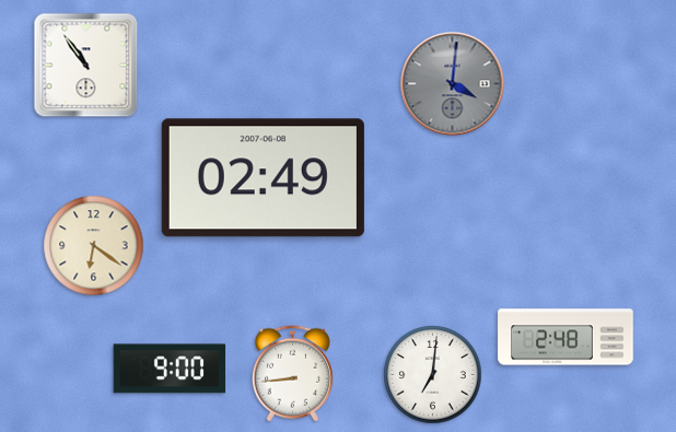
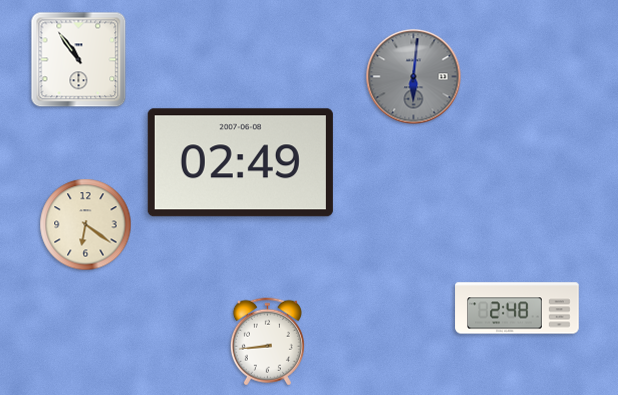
clock at (453, 84): 4:01 -> 6:01
clock at (170, 369): 9:00 -> none
clock at (433, 375): 7:01 -> none
